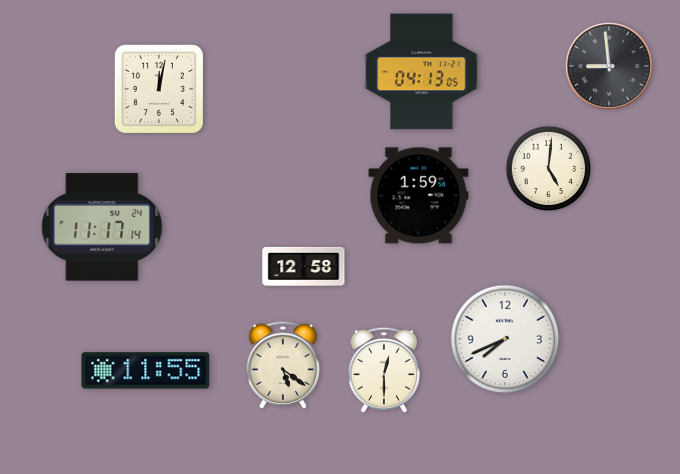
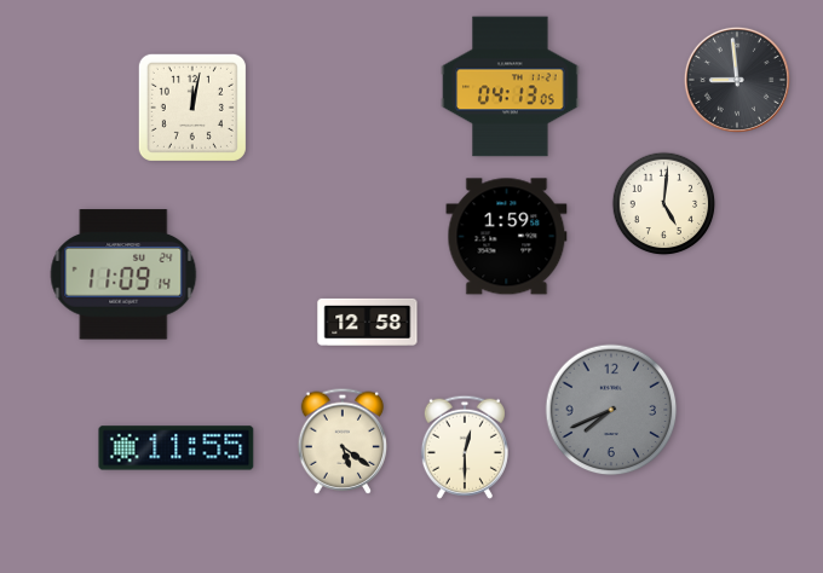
clock at (102, 227): 11:17 -> 11:09
clock at (505, 339) dial: white -> grey
